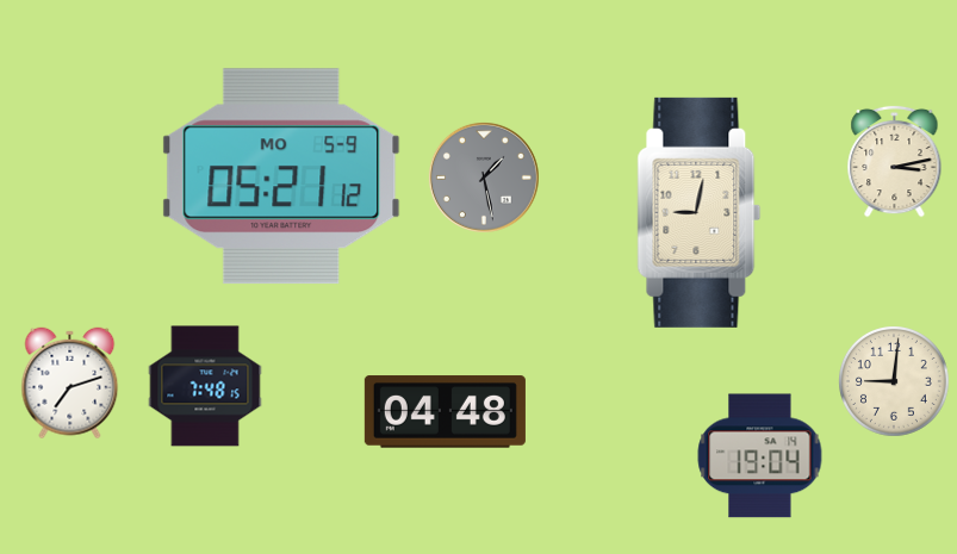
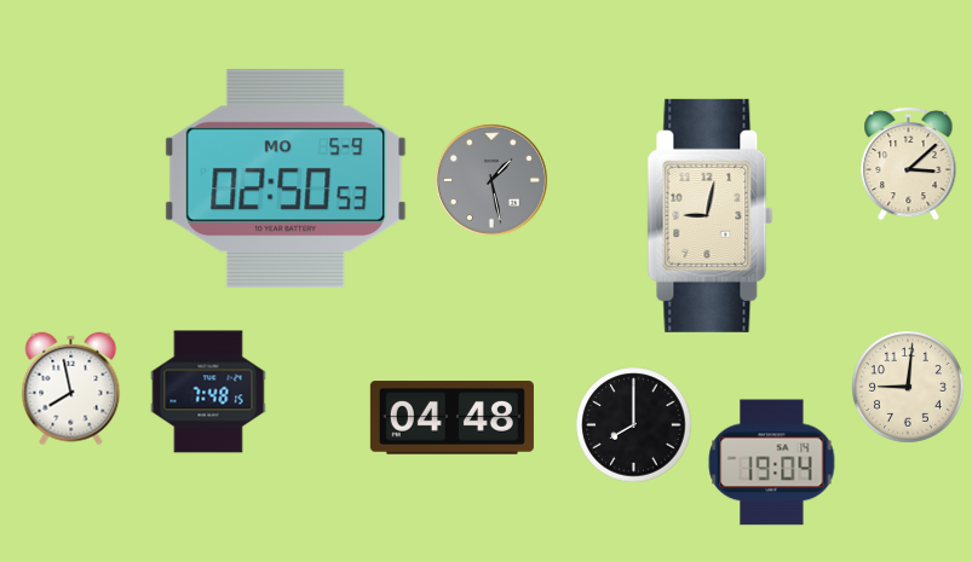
clock at (895, 161): 3:13 -> 3:08
clock at (281, 176): 05:21 -> 02:50
clock at (70, 384): 7:12 -> 7:58
clock at (634, 425): none -> 8:00
